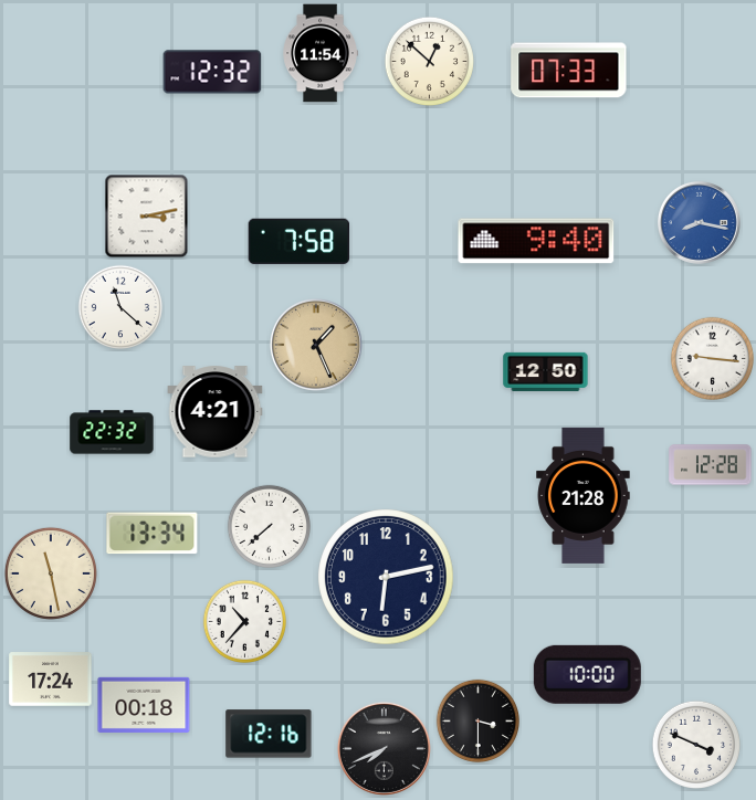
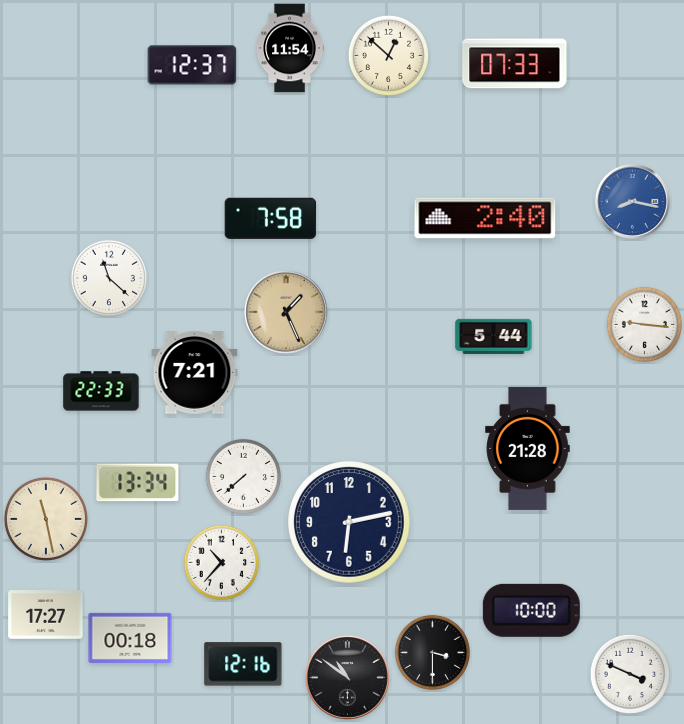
clock at (212, 72): 12:32 -> 12:37
clock at (147, 217): 3:13 -> none
clock at (536, 241): 9:40 -> 2:40
clock at (546, 371): 12:50 -> 5:44
clock at (216, 412): 4:21 -> 7:21
clock at (112, 432): 22:32 -> 22:33
clock at (711, 465): 12:28 -> none
clock at (51, 680): 17:24 -> 17:27
clock at (384, 748): 7:41 -> 10:51
